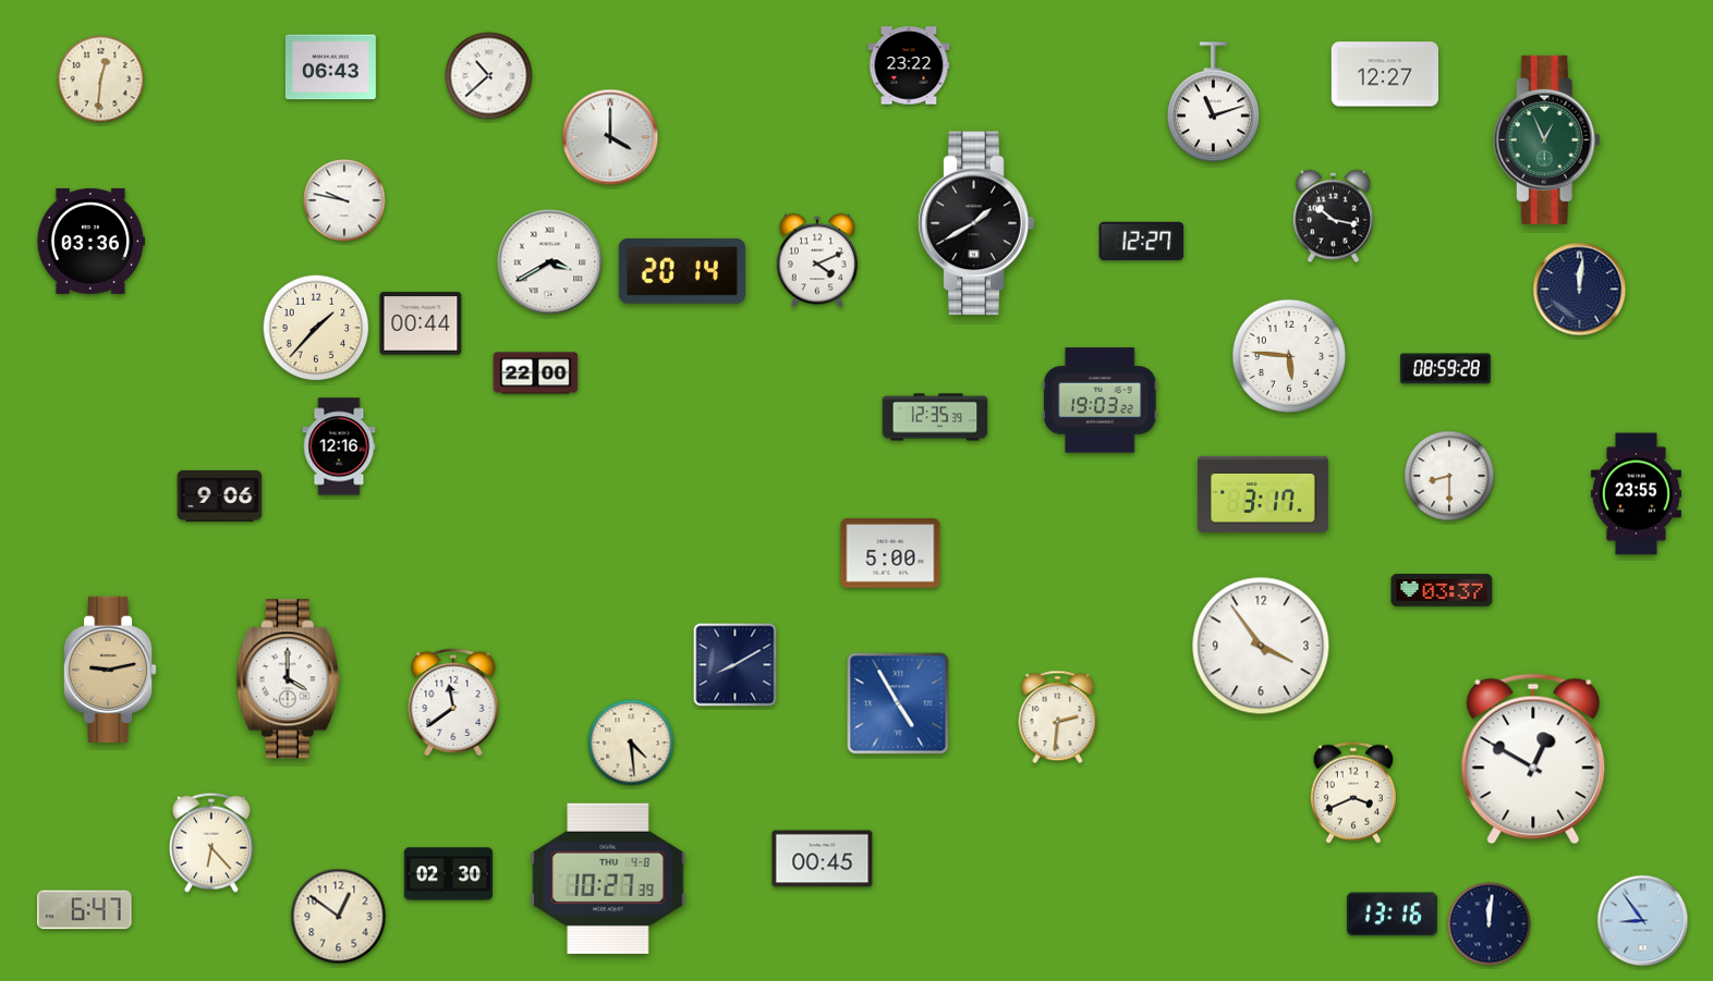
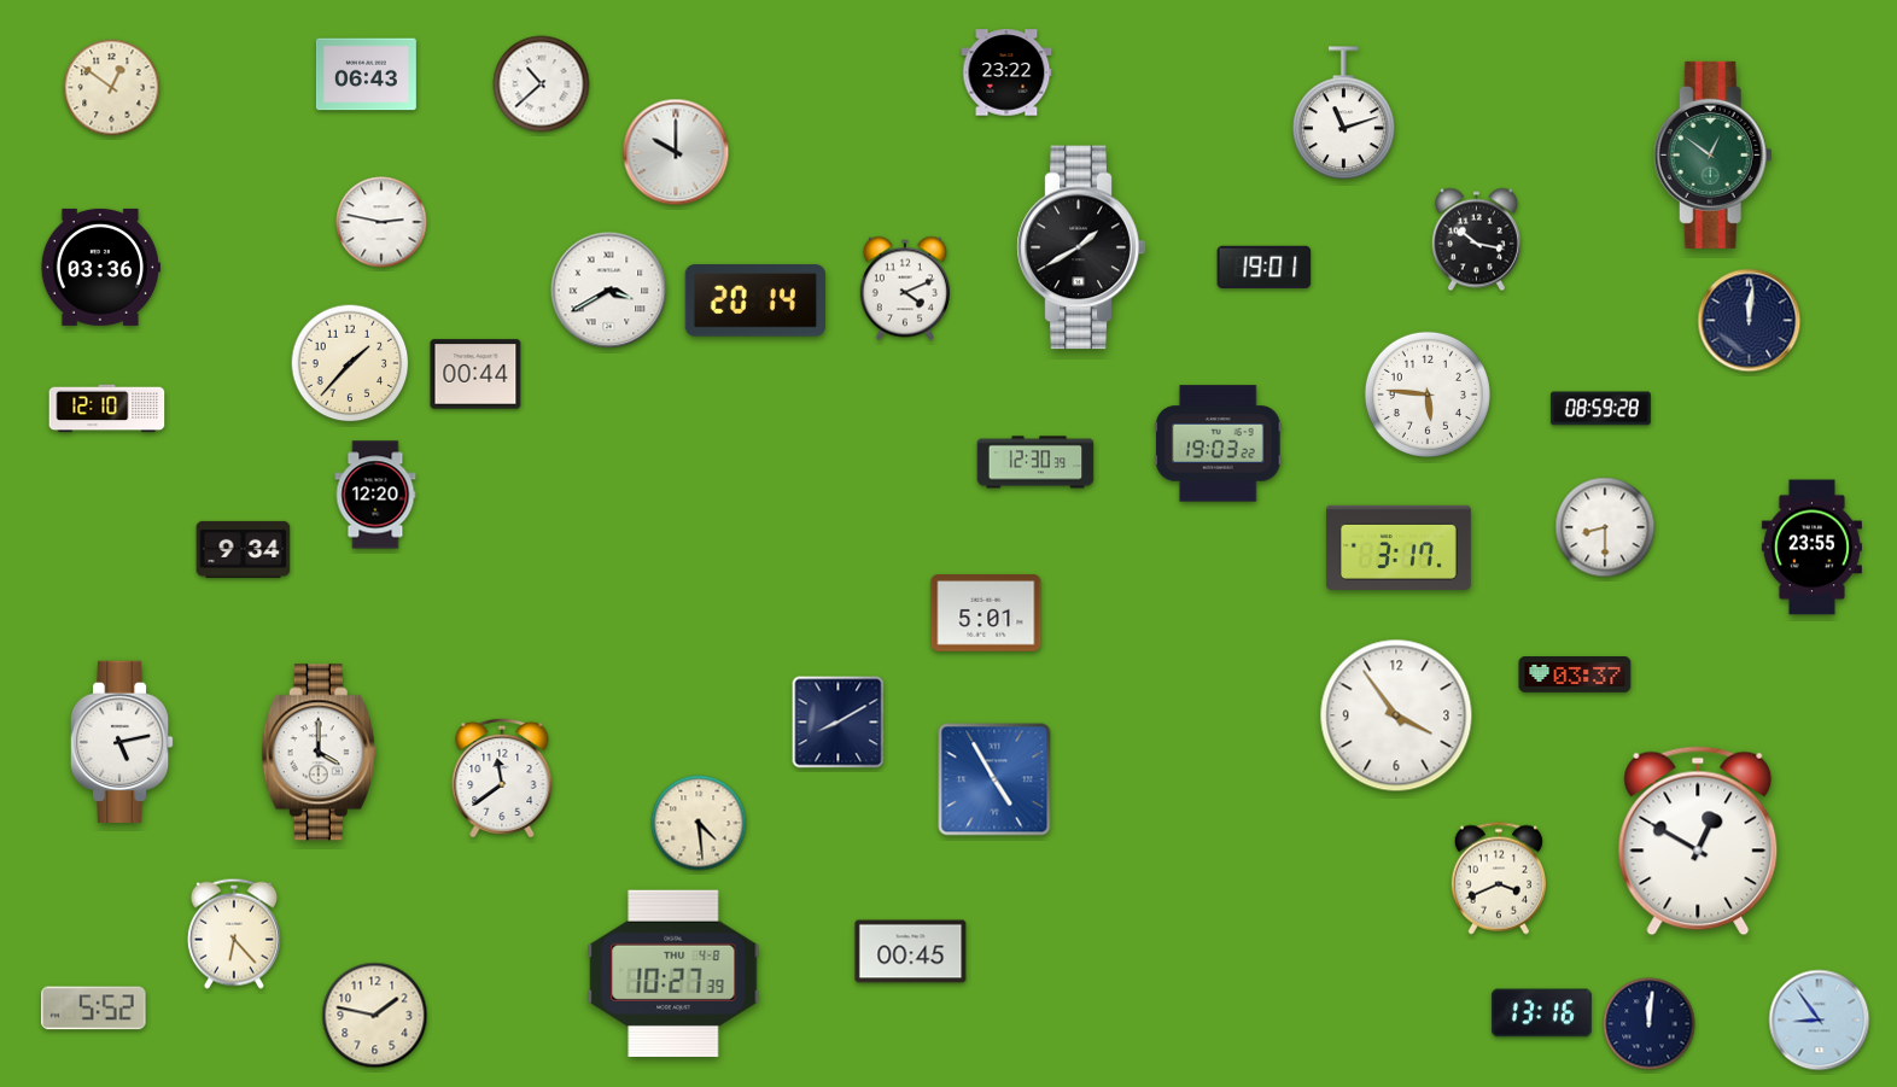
clock at (1385, 74): 12:27 -> none
clock at (101, 79): 12:31 -> 12:51
clock at (610, 137): 4:00 -> 10:00
clock at (1546, 139): 12:56 -> 12:51
clock at (344, 200): 9:47 -> 2:47
clock at (1142, 241): 12:27 -> 19:01
clock at (421, 323) position: (421, 323) -> (475, 374)
clock at (107, 409): none -> 12:10
clock at (536, 373): 22:00 -> none
clock at (935, 417): 12:35 -> 12:30
clock at (339, 446): 12:16 -> 12:20
clock at (220, 495): 9:06 -> 9:34
clock at (890, 553): 5:00 -> 5:01
clock at (1442, 591) position: (1442, 591) -> (1575, 676)
clock at (736, 665) position: (736, 665) -> (839, 723)
clock at (110, 669): 9:13 -> 5:13
clock at (110, 669) dial: champagne -> white
clock at (1058, 718): 2:31 -> none
clock at (448, 874): 02:30 -> none
clock at (85, 910): 6:47 -> 5:52
clock at (339, 917): 12:51 -> 1:47
